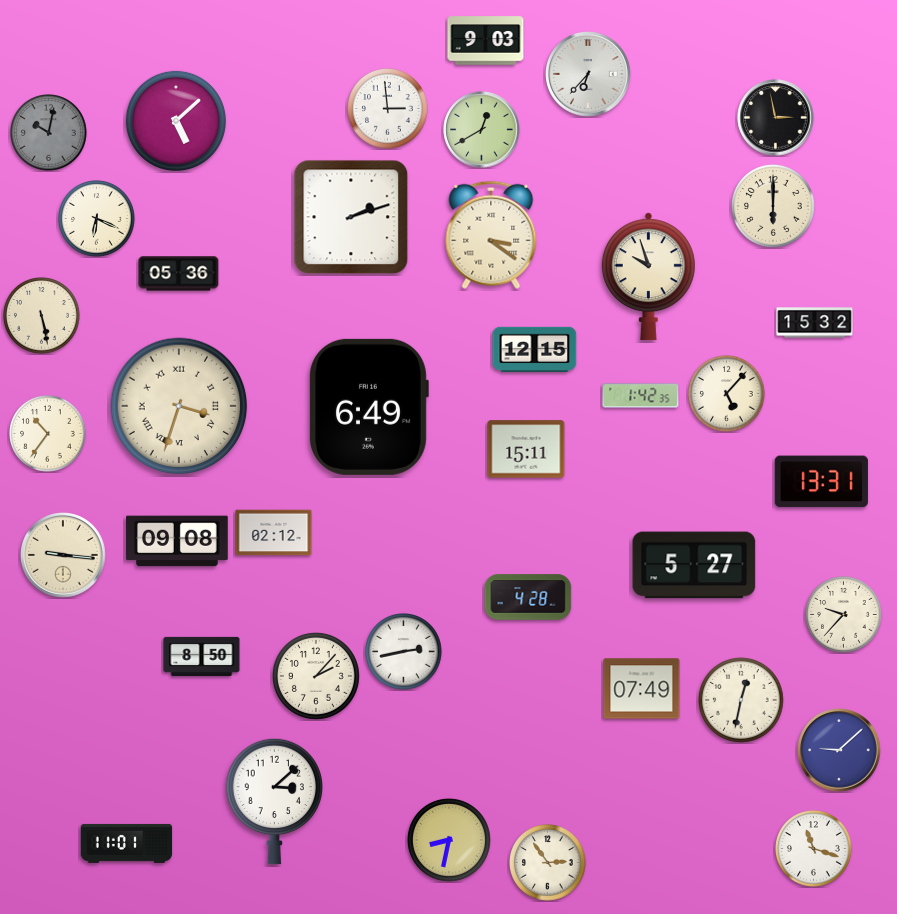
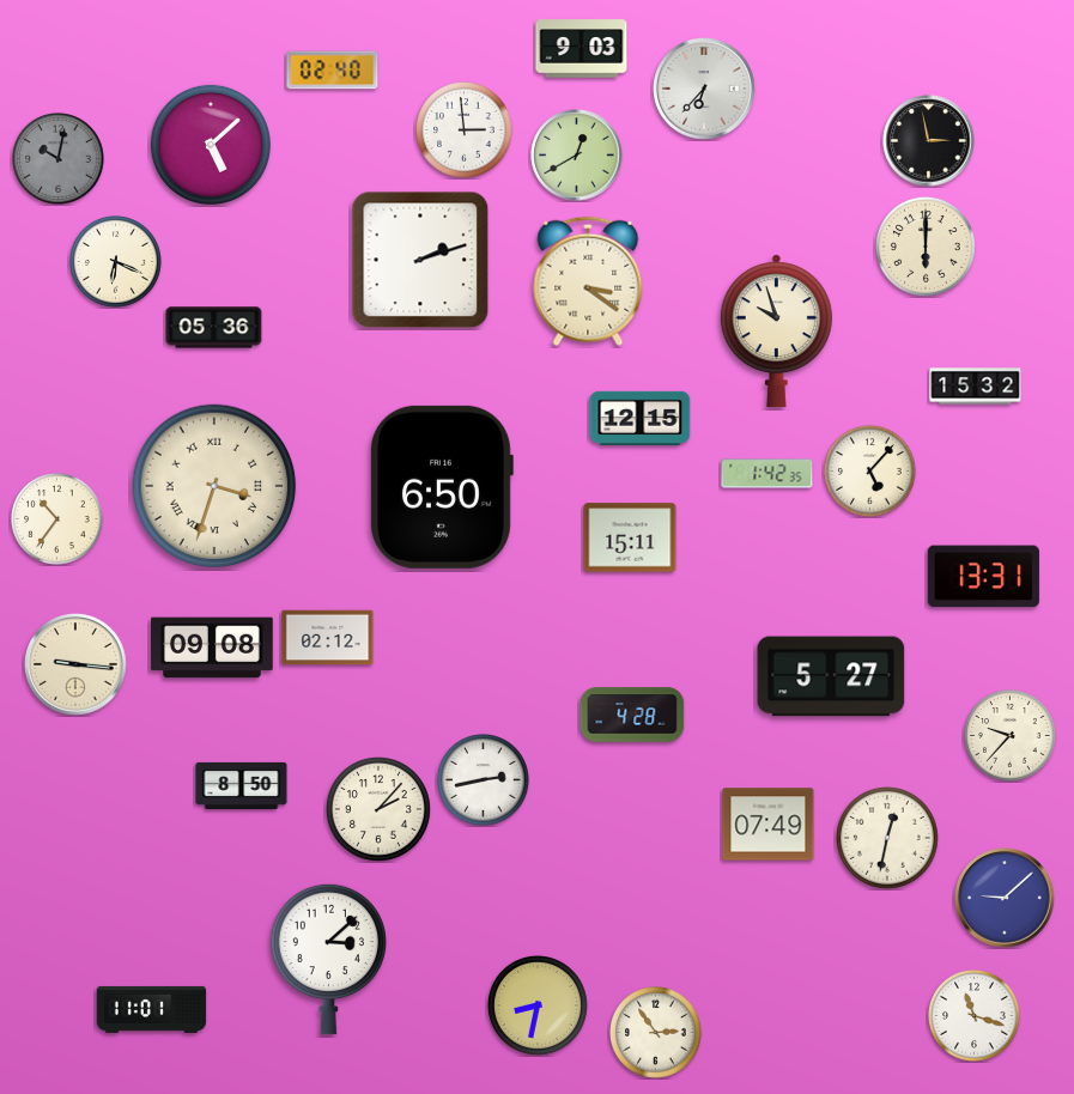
clock at (333, 71): none -> 02:40
clock at (42, 316): 5:28 -> none
clock at (369, 407): 6:49 -> 6:50
